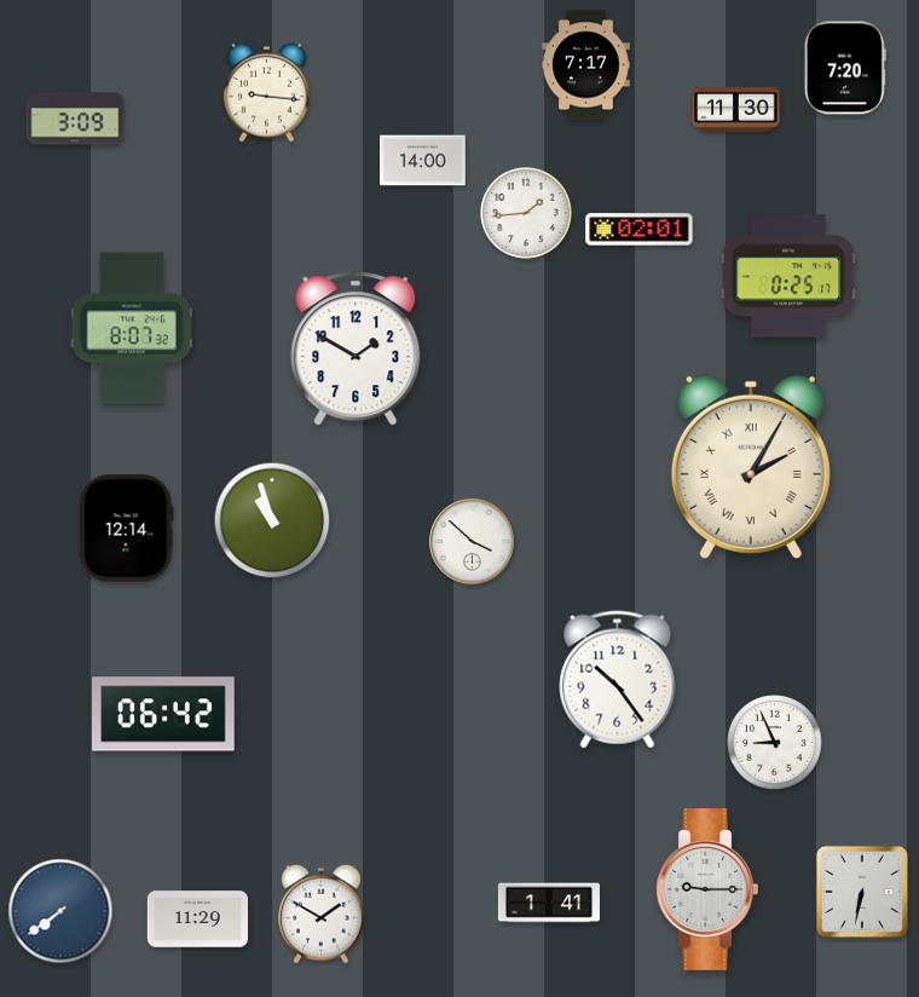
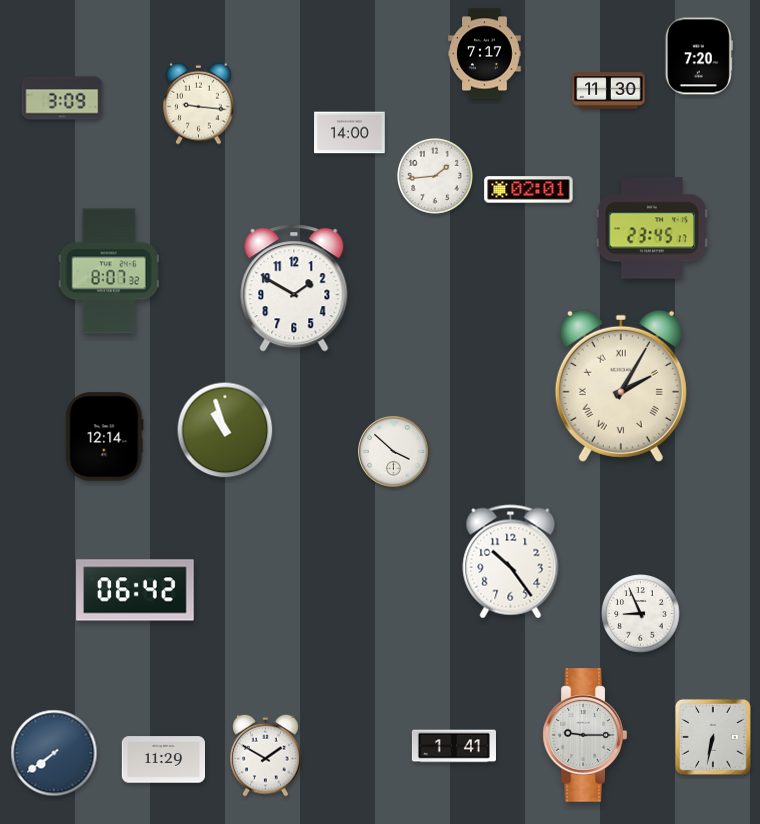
clock at (267, 92) position: (267, 92) -> (199, 103)
clock at (788, 276): 0:25 -> 23:45
clock at (473, 542) position: (473, 542) -> (394, 452)
clock at (60, 911) position: (60, 911) -> (54, 753)
